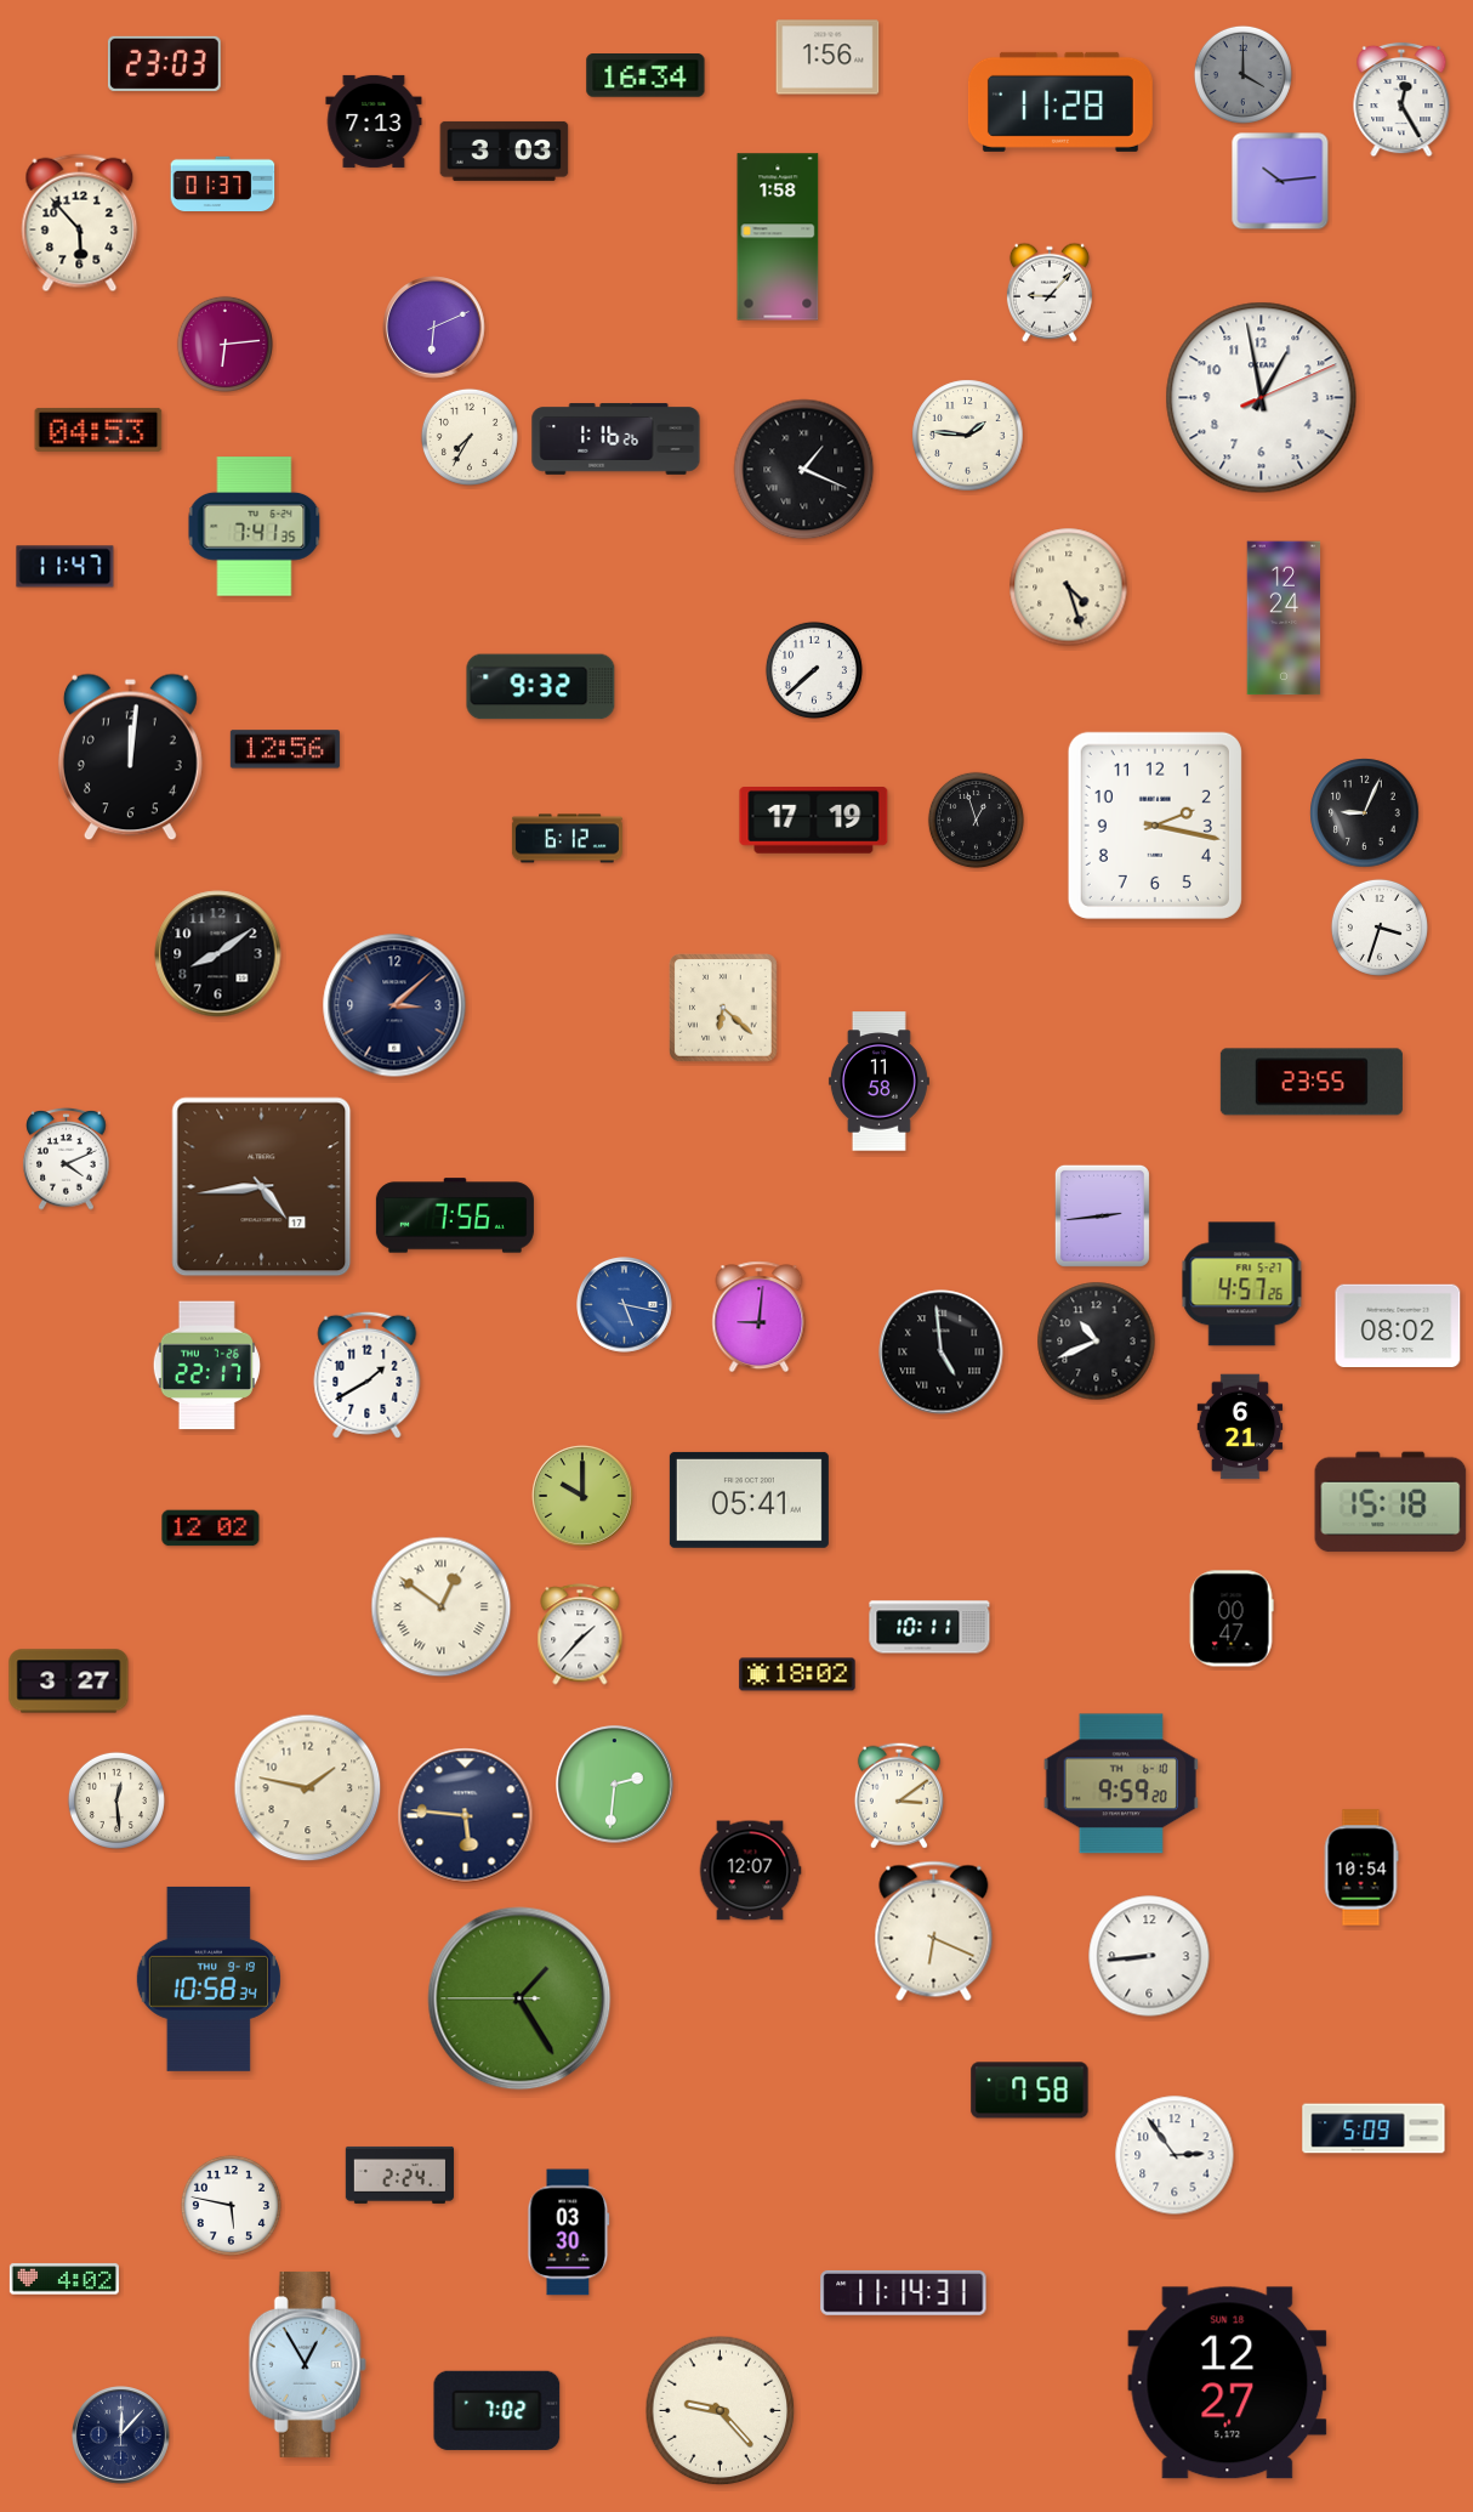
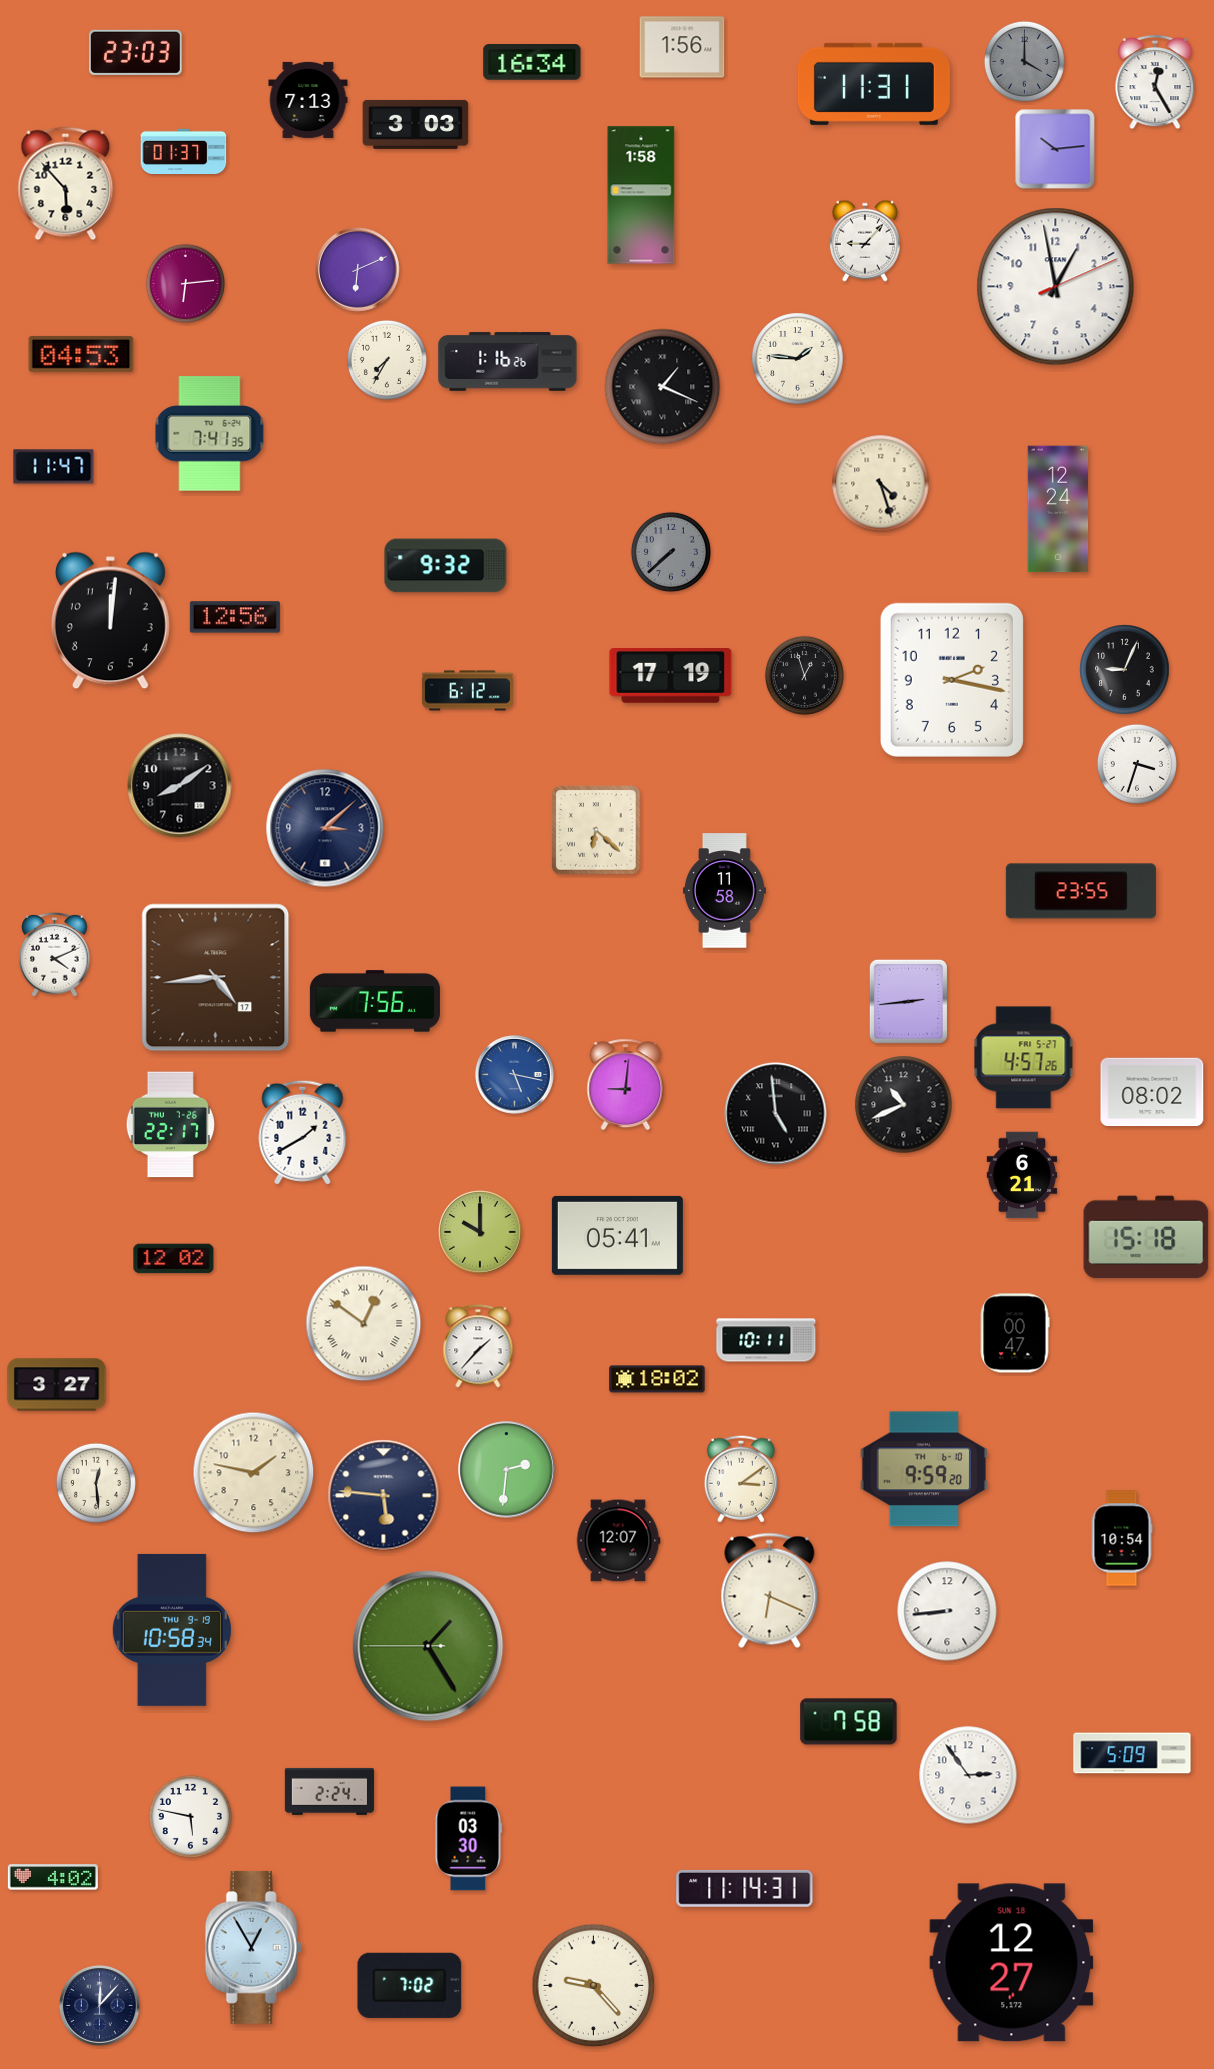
clock at (1060, 102): 11:28 -> 11:31
clock at (1262, 398) position: (1262, 398) -> (1056, 287)
clock at (814, 670) dial: white -> grey
clock at (130, 758) position: (130, 758) -> (110, 621)
